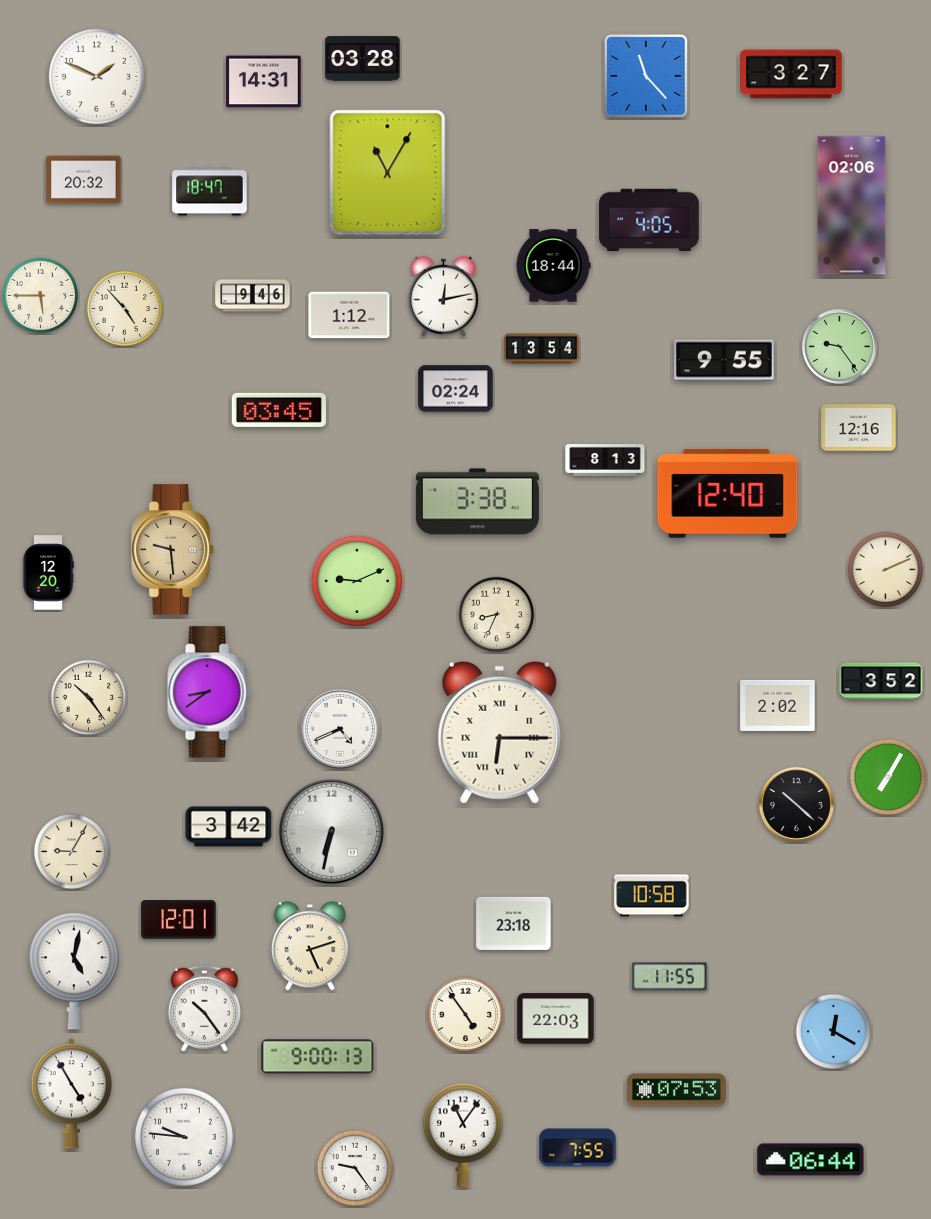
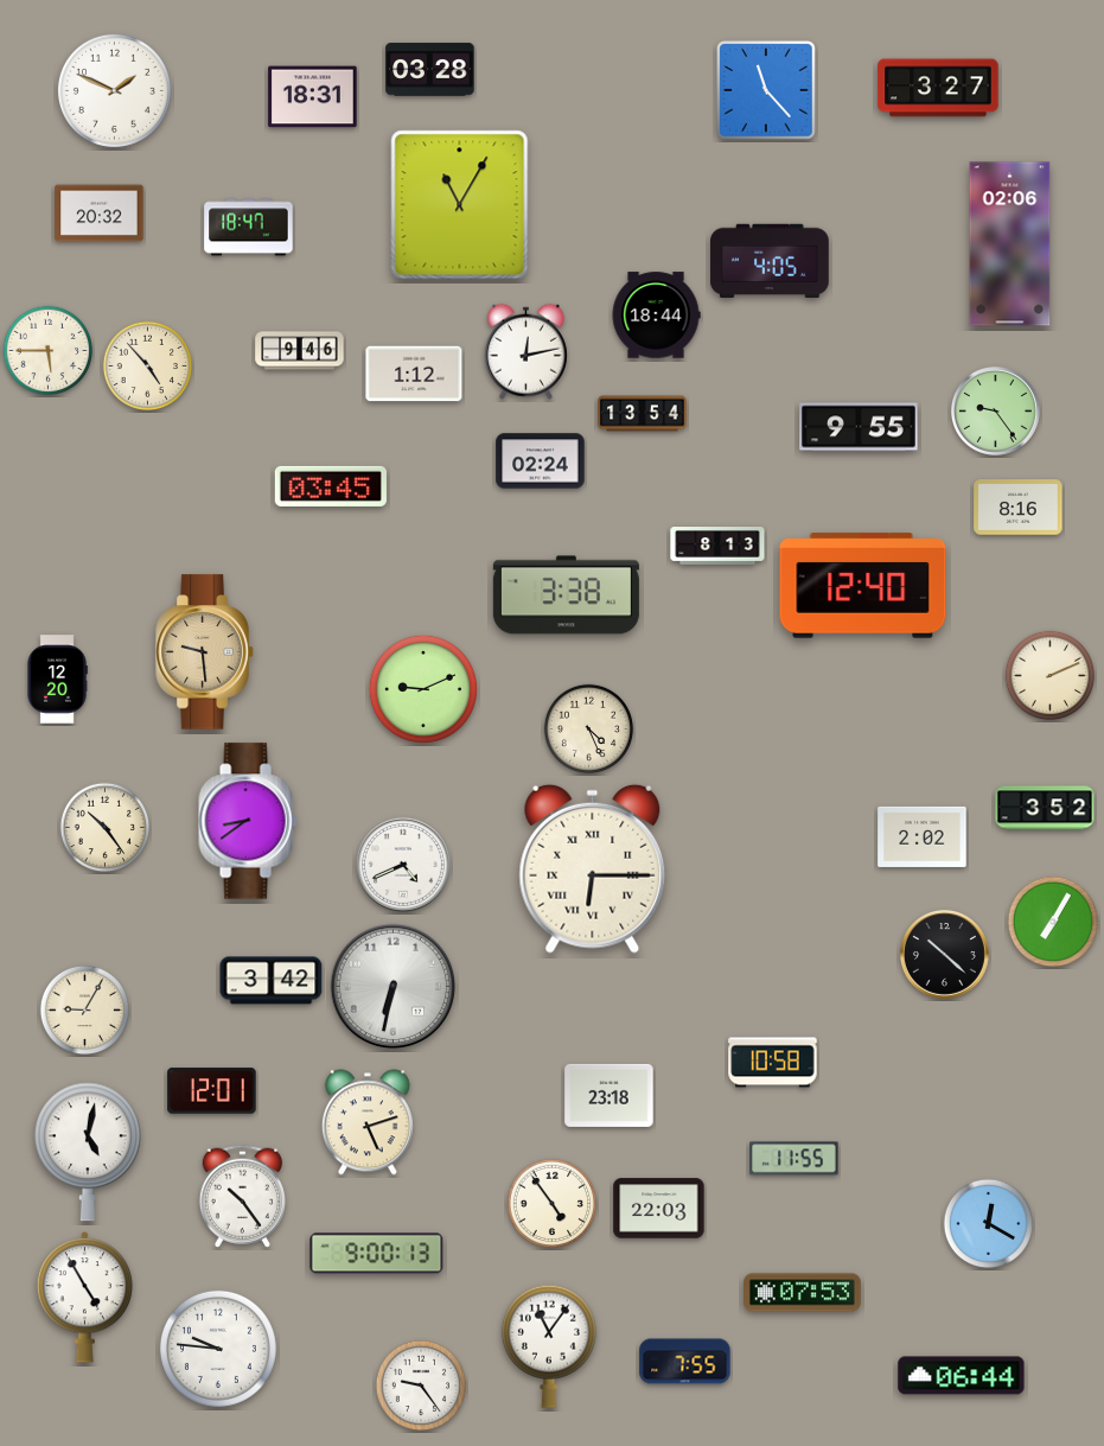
clock at (264, 82): 14:31 -> 18:31
clock at (859, 428): 12:16 -> 8:16
clock at (497, 615): 8:34 -> 4:26
